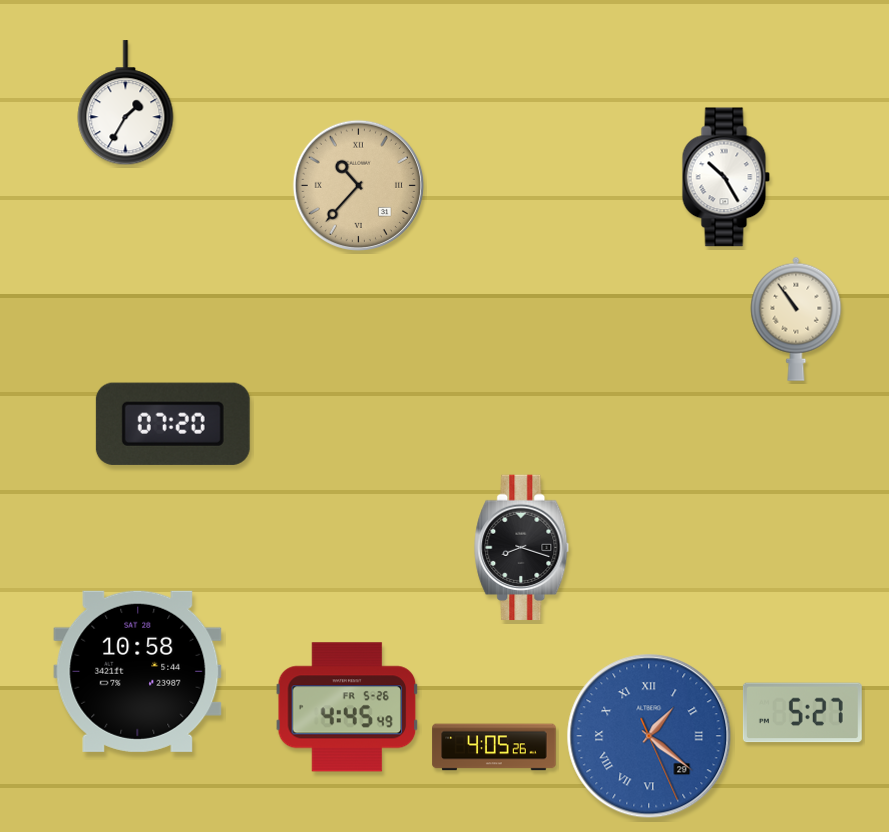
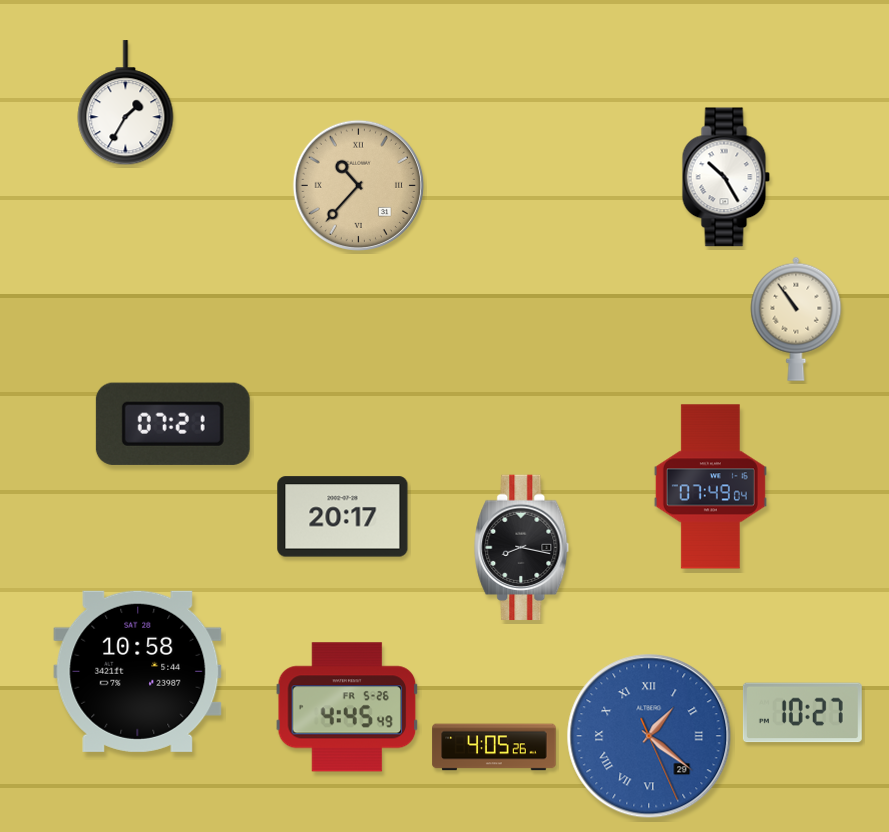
clock at (173, 424): 07:20 -> 07:21
clock at (710, 487): none -> 07:49
clock at (343, 517): none -> 20:17
clock at (522, 548): 8:18 -> 8:17
clock at (802, 713): 5:27 -> 10:27
